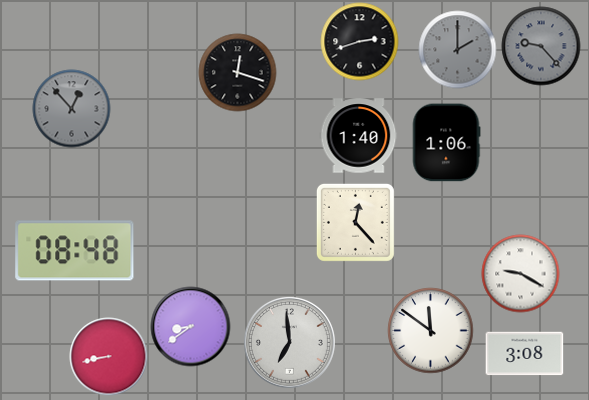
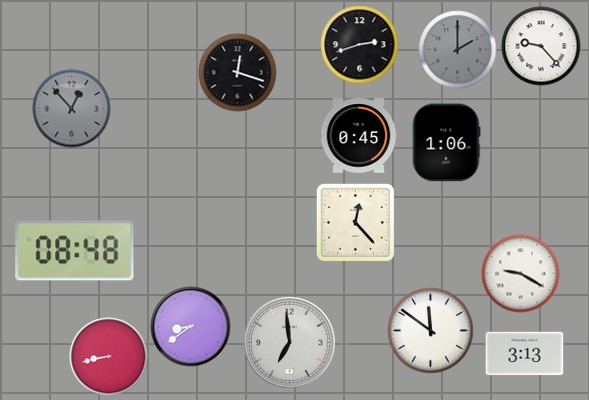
clock at (359, 41) position: (359, 41) -> (359, 44)
clock at (541, 46) dial: grey -> white
clock at (358, 136): 1:40 -> 0:45
clock at (524, 354): 3:08 -> 3:13
